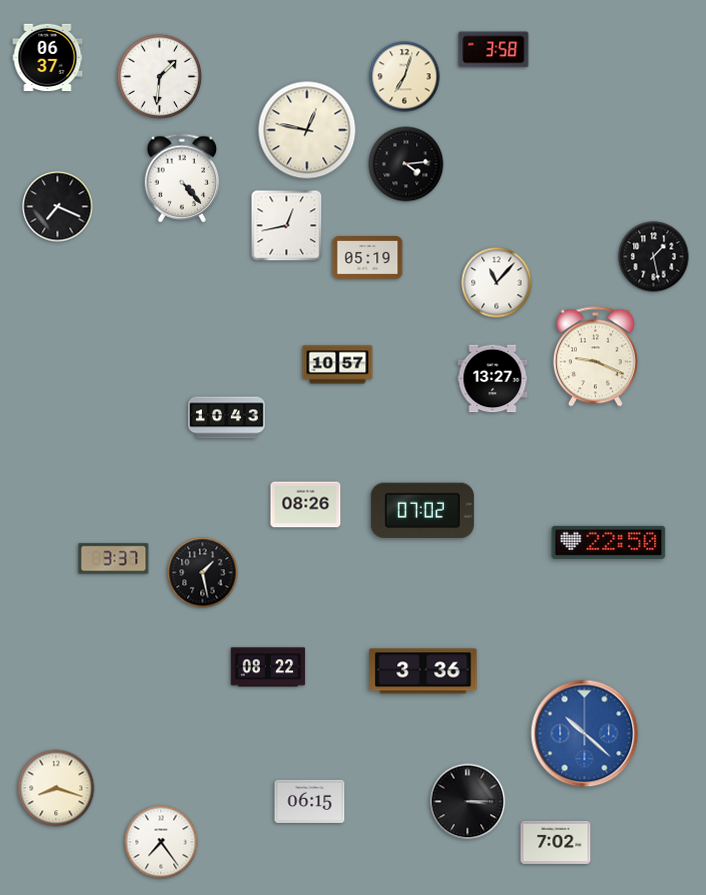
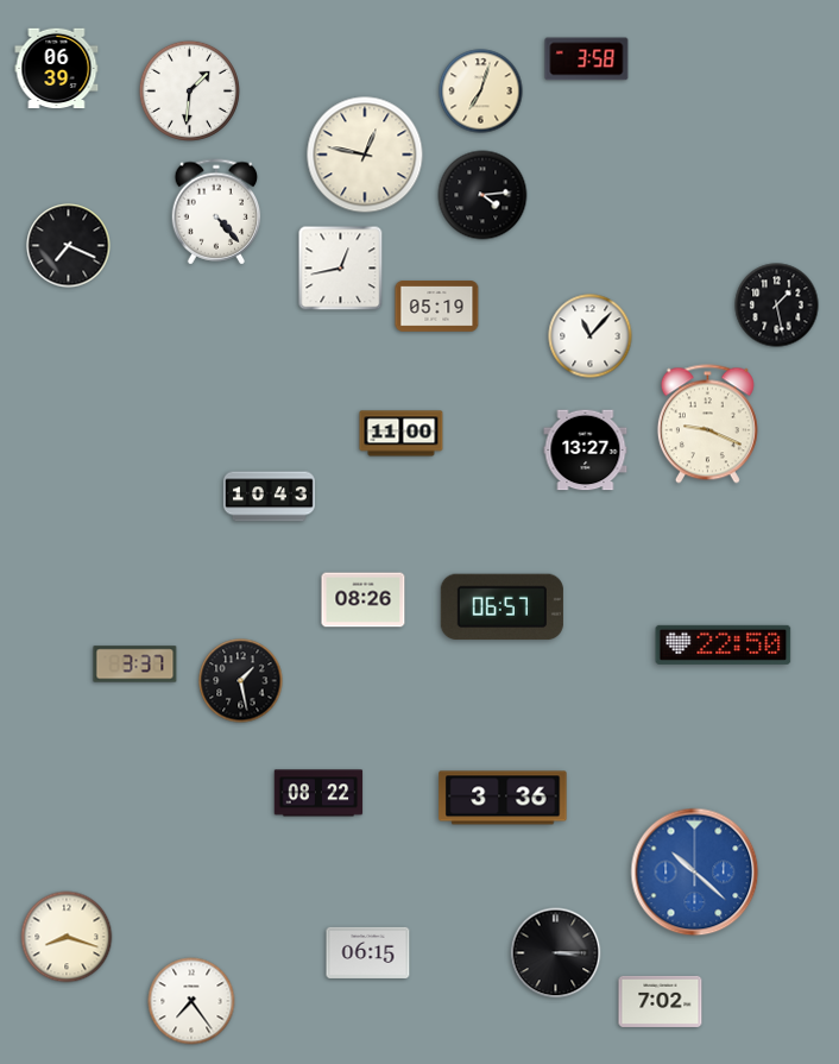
clock at (48, 58): 06:37 -> 06:39
clock at (338, 365): 10:57 -> 11:00
clock at (422, 511): 07:02 -> 06:57
